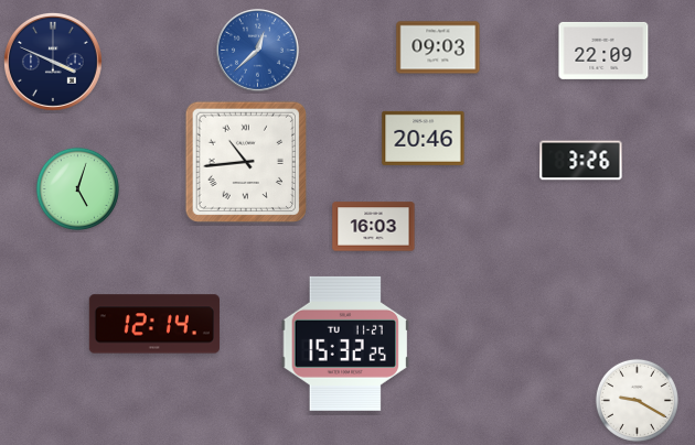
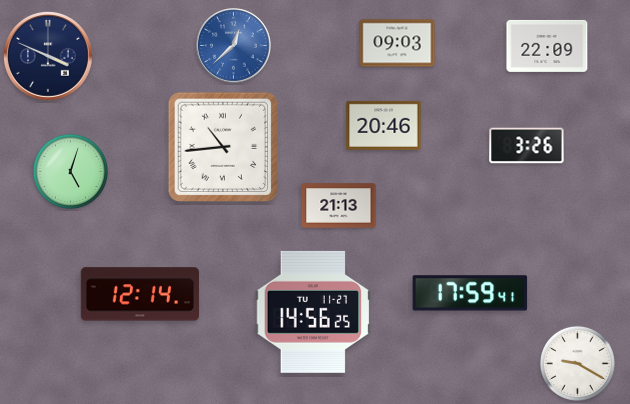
clock at (374, 227): 16:03 -> 21:13
clock at (470, 293): none -> 17:59
clock at (345, 344): 15:32 -> 14:56
